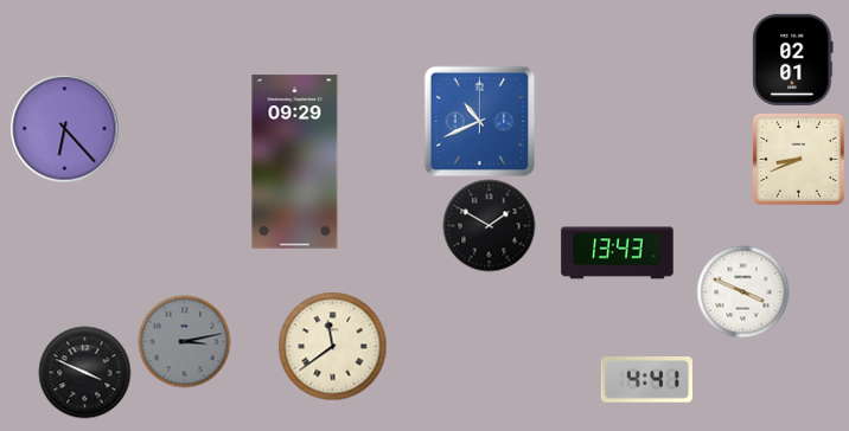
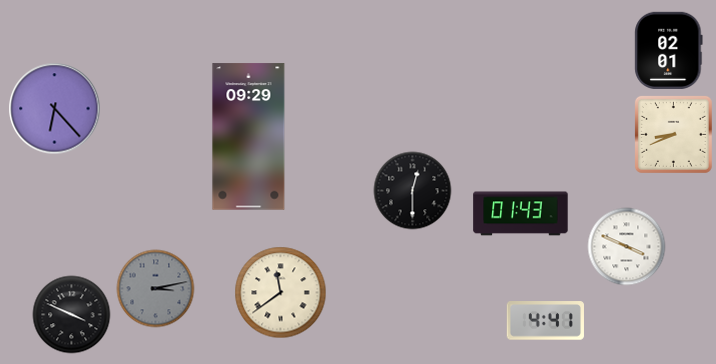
clock at (479, 121): 10:41 -> none
clock at (489, 225): 1:50 -> 12:30
clock at (618, 253): 13:43 -> 01:43
